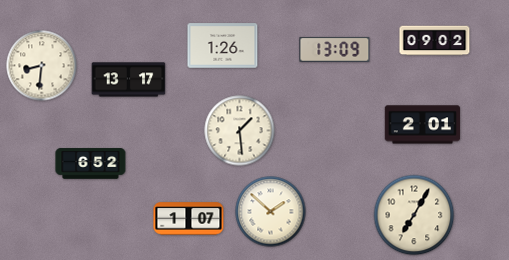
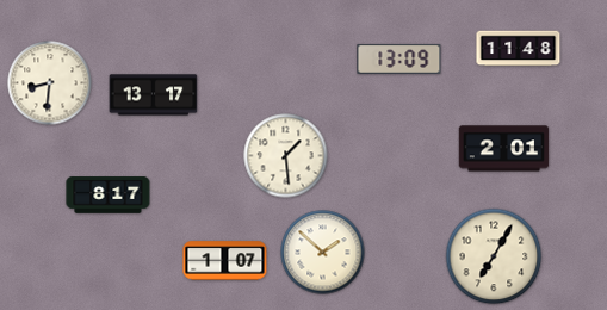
clock at (435, 41): 09:02 -> 11:48
clock at (223, 46): 1:26 -> none
clock at (42, 66) position: (42, 66) -> (50, 83)
clock at (91, 164): 6:52 -> 8:17
